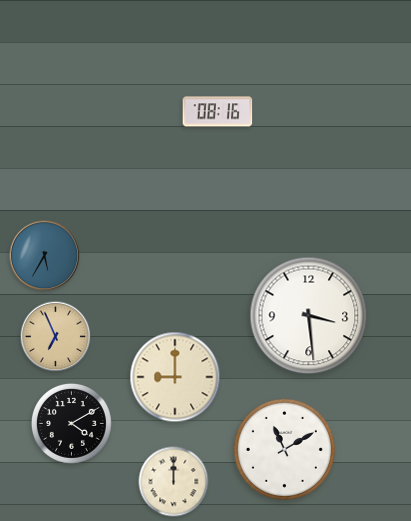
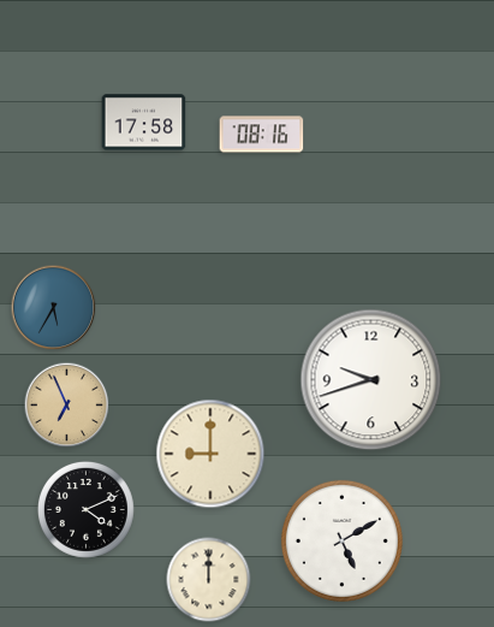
clock at (144, 123): none -> 17:58
clock at (309, 316): 3:29 -> 9:42
clock at (71, 423): 4:10 -> 4:11
clock at (284, 449): 11:10 -> 5:10
